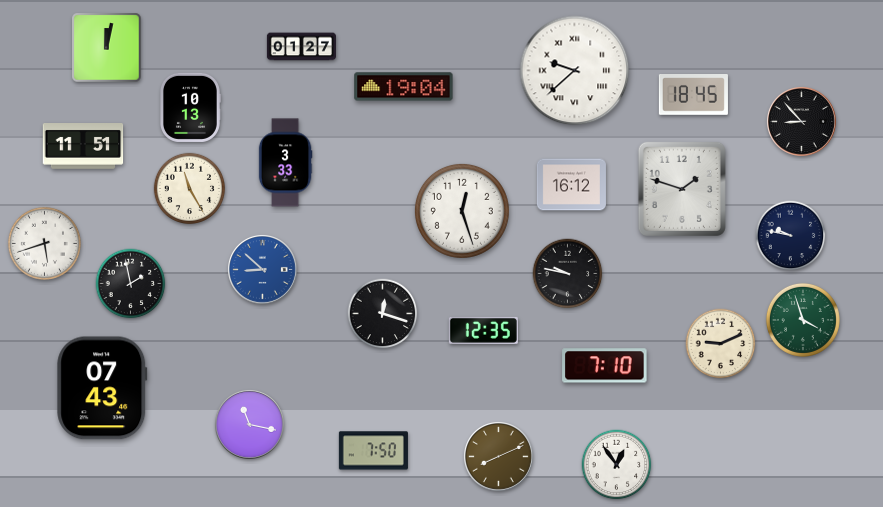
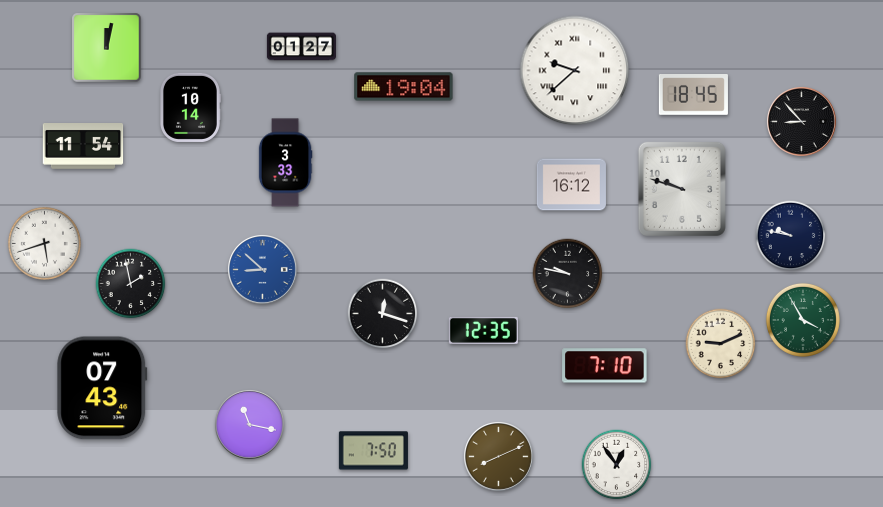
clock at (191, 107): 10:13 -> 10:14
clock at (83, 147): 11:51 -> 11:54
clock at (190, 189): 11:25 -> none
clock at (682, 189): 1:48 -> 9:48
clock at (462, 211): 12:27 -> none
clock at (803, 320): 3:57 -> 3:55
